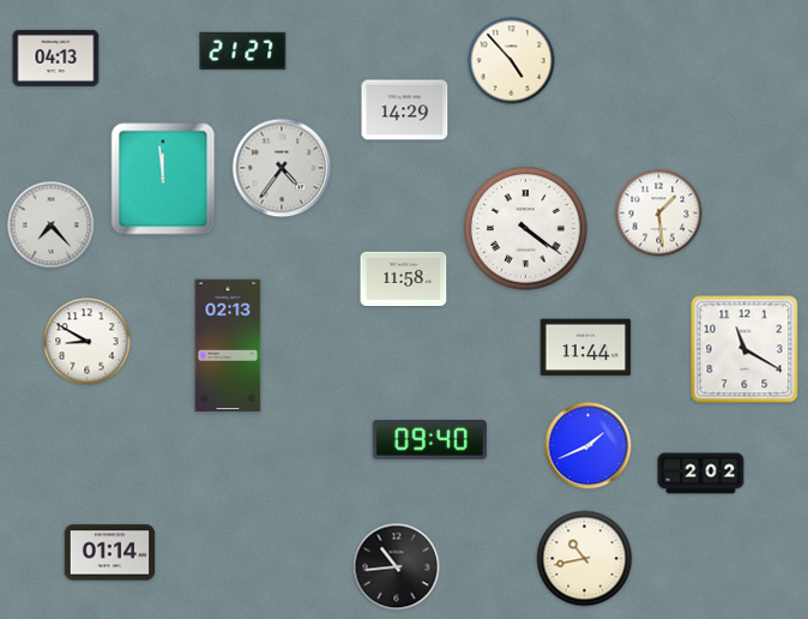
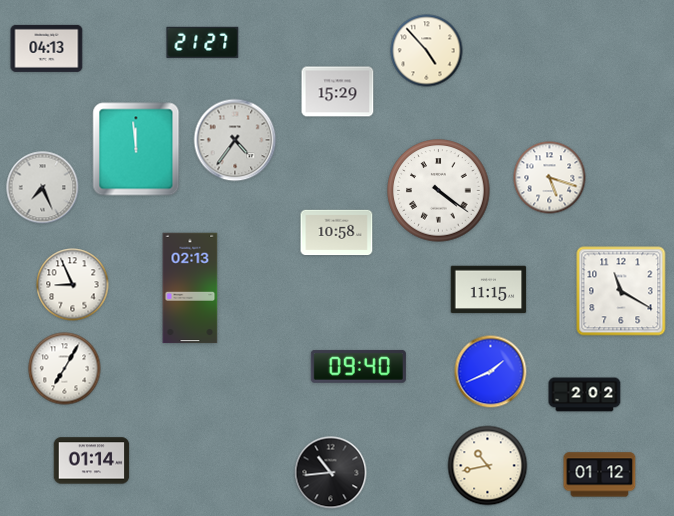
clock at (405, 110): 14:29 -> 15:29
clock at (659, 214): 1:29 -> 5:18
clock at (52, 226): 7:23 -> 7:26
clock at (404, 280): 11:58 -> 10:58
clock at (88, 342): 8:50 -> 8:56
clock at (586, 348): 11:44 -> 11:15
clock at (65, 369): none -> 7:05
clock at (600, 475): none -> 01:12
